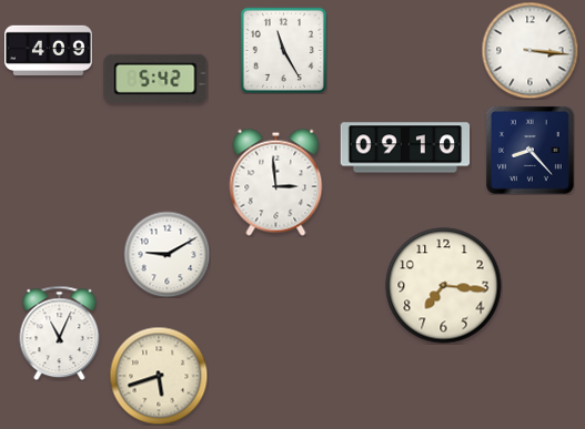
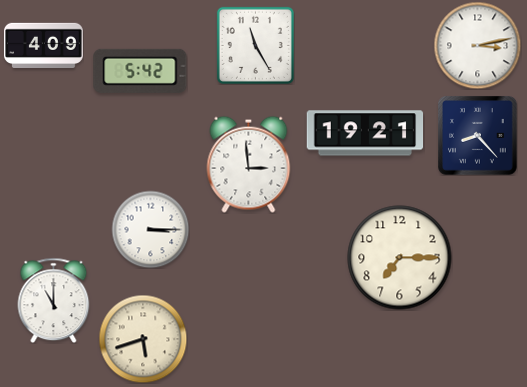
clock at (529, 50): 3:16 -> 3:13
clock at (405, 147): 09:10 -> 19:21
clock at (167, 254): 9:10 -> 3:15
clock at (444, 286): 7:16 -> 7:15
clock at (60, 333): 11:04 -> 11:00
